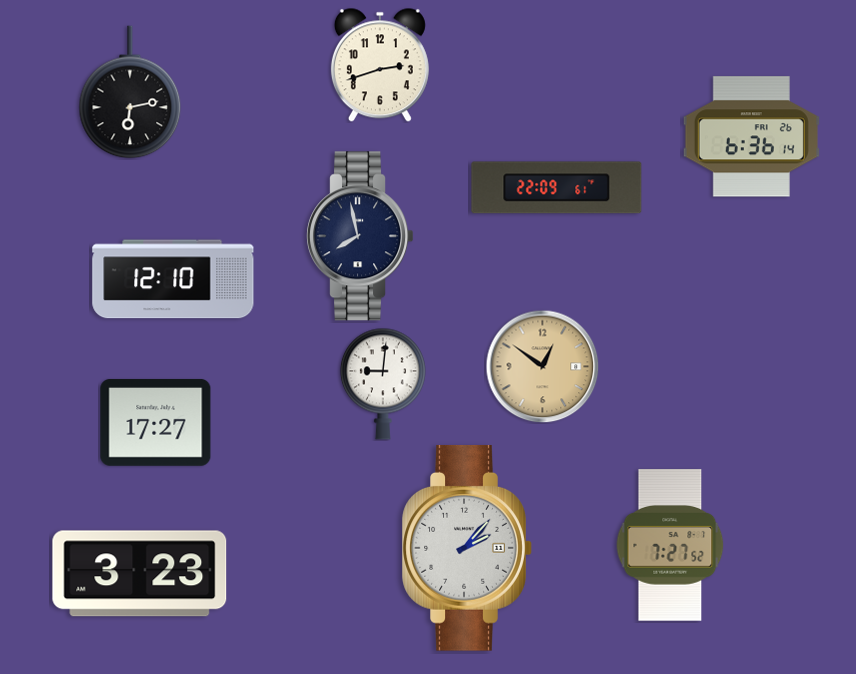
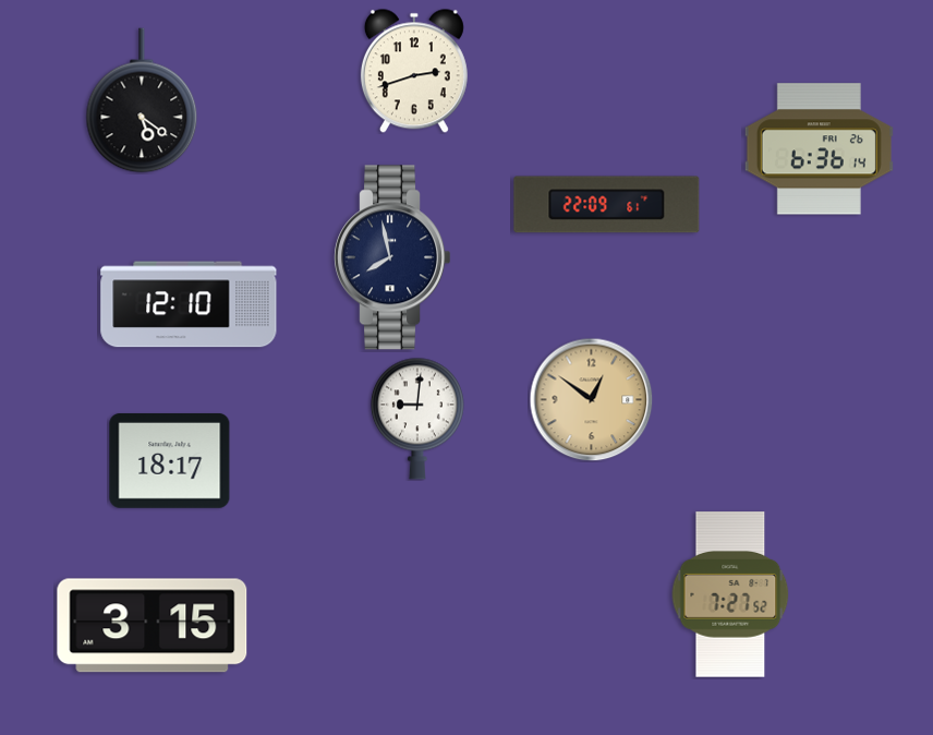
clock at (130, 92): 6:13 -> 5:21
clock at (156, 423): 17:27 -> 18:17
clock at (467, 548): 2:07 -> none
clock at (140, 574): 3:23 -> 3:15
